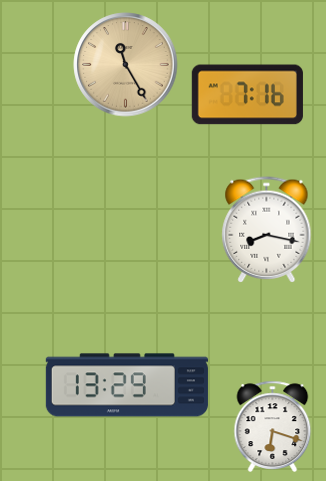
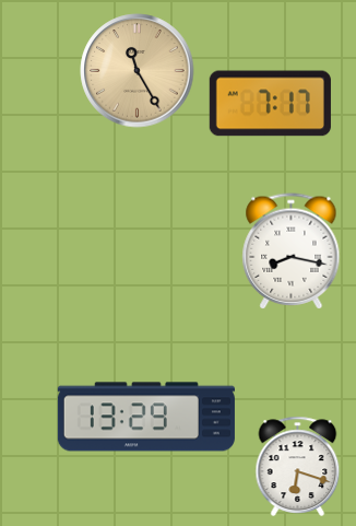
clock at (247, 95): 7:16 -> 7:17
clock at (127, 385) position: (127, 385) -> (146, 417)
